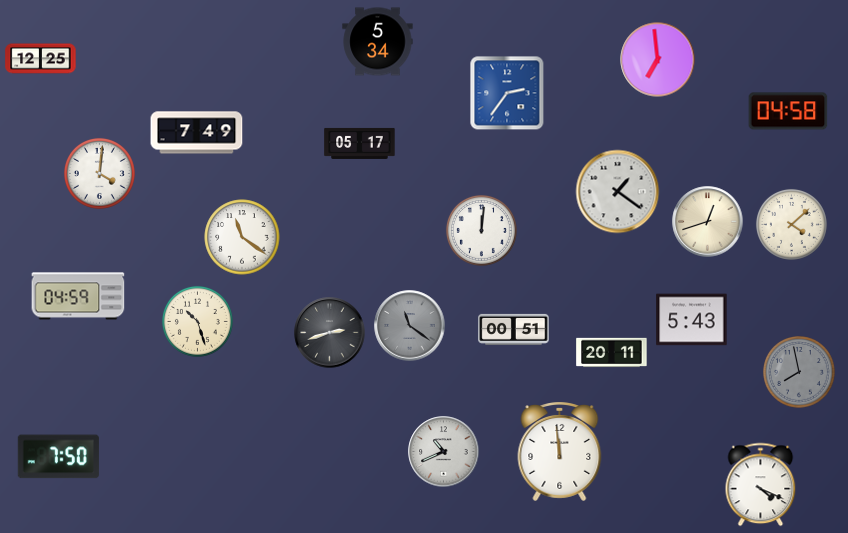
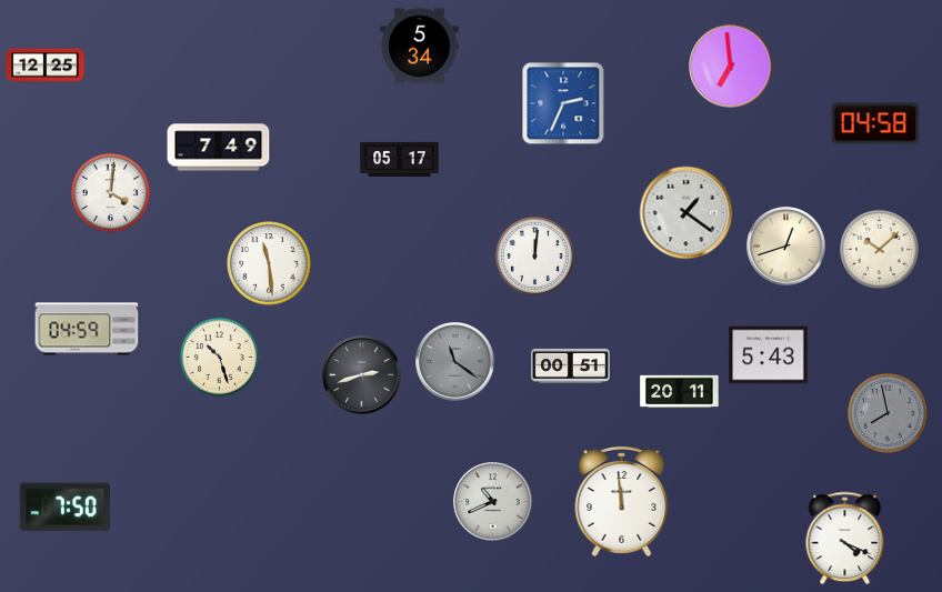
clock at (507, 93): 2:36 -> 2:34
clock at (791, 224): 4:08 -> 10:08
clock at (242, 237): 11:21 -> 11:29
clock at (330, 333) position: (330, 333) -> (362, 375)
